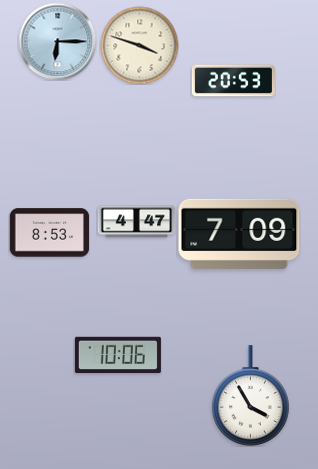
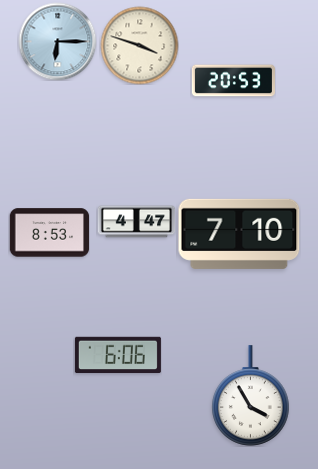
clock at (239, 234): 7:09 -> 7:10
clock at (118, 355): 10:06 -> 6:06
